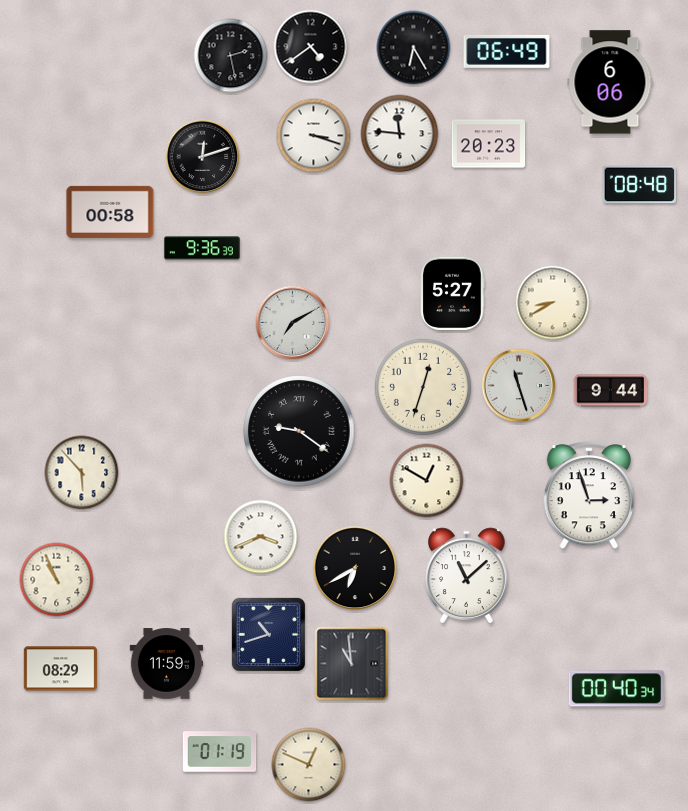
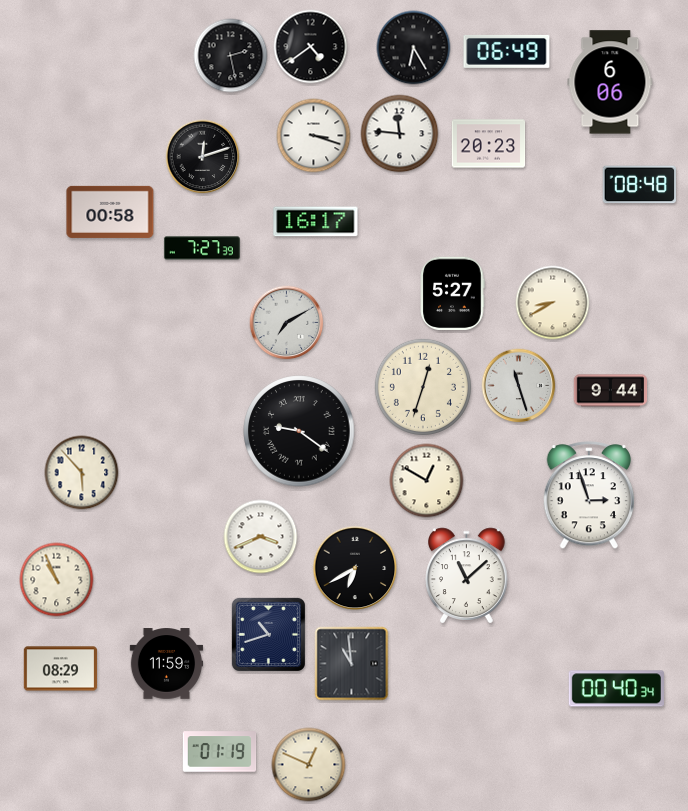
clock at (316, 222): none -> 16:17
clock at (202, 248): 9:36 -> 7:27
clock at (293, 323) position: (293, 323) -> (287, 323)
